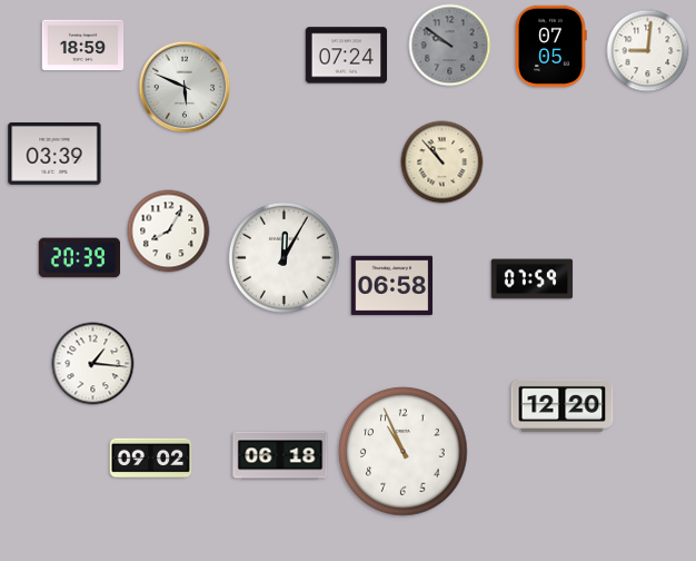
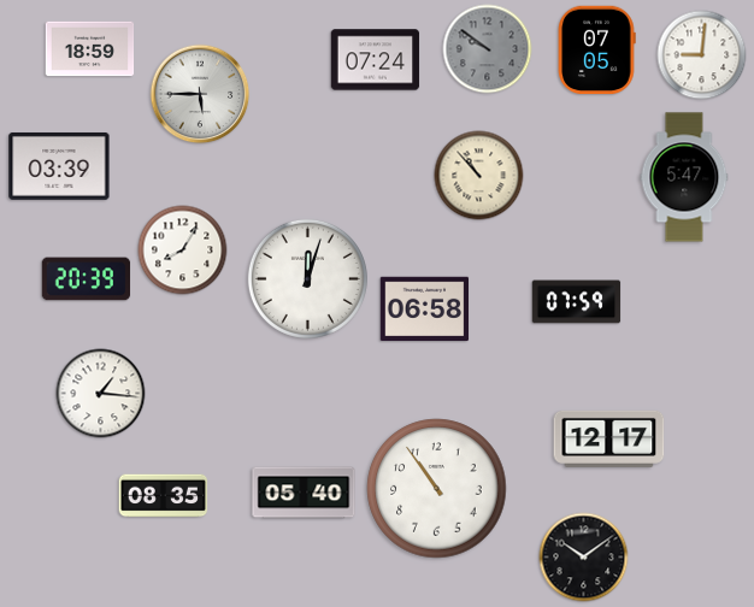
clock at (185, 87): 5:49 -> 5:45
clock at (684, 177): none -> 5:47
clock at (284, 257): 12:05 -> 12:03
clock at (563, 405): 12:20 -> 12:17
clock at (404, 452): 10:56 -> 10:54
clock at (280, 455): 06:18 -> 05:40
clock at (151, 459): 09:02 -> 08:35
clock at (584, 558): none -> 10:09
